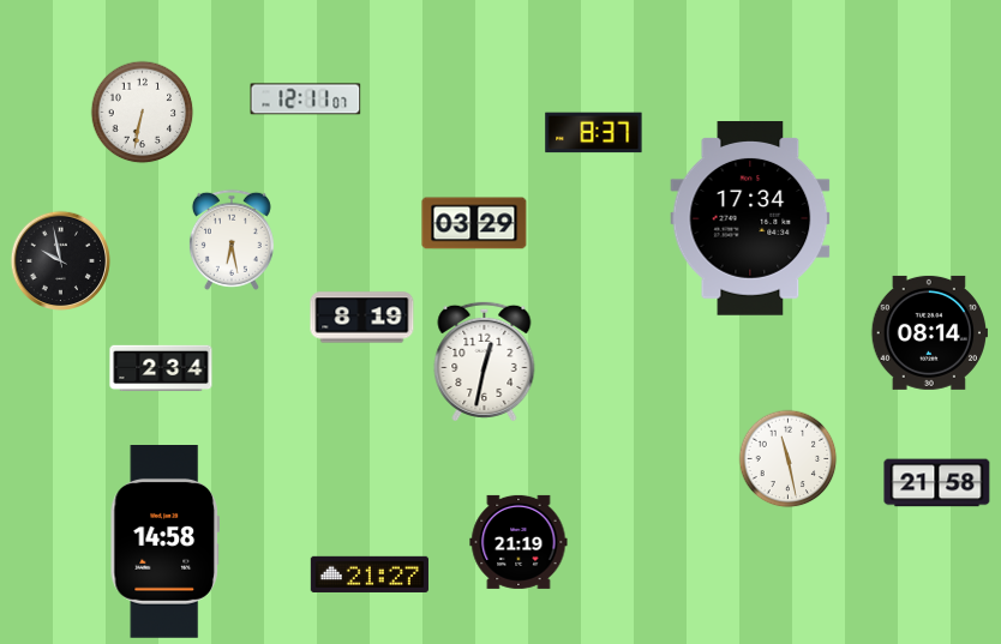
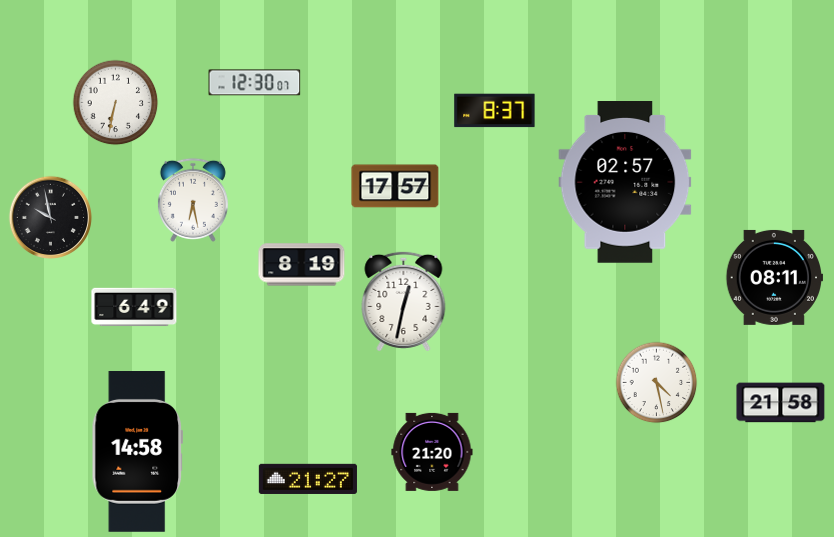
clock at (306, 100): 12:11 -> 12:30
clock at (143, 113) position: (143, 113) -> (116, 103)
clock at (750, 219): 17:34 -> 02:57
clock at (474, 223): 03:29 -> 17:57
clock at (929, 332): 08:14 -> 08:11
clock at (161, 368): 2:34 -> 6:49
clock at (789, 459): 11:28 -> 4:28
clock at (519, 542): 21:19 -> 21:20
